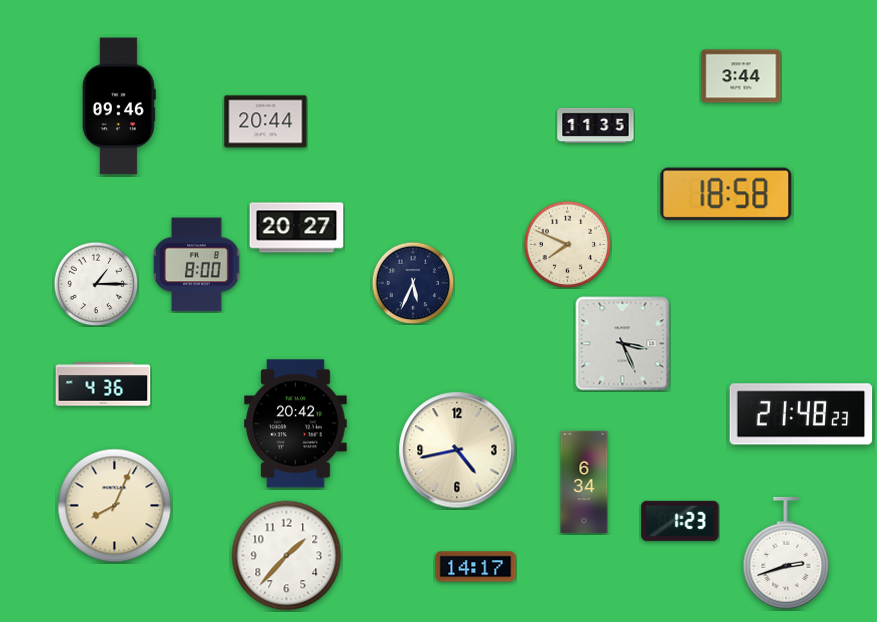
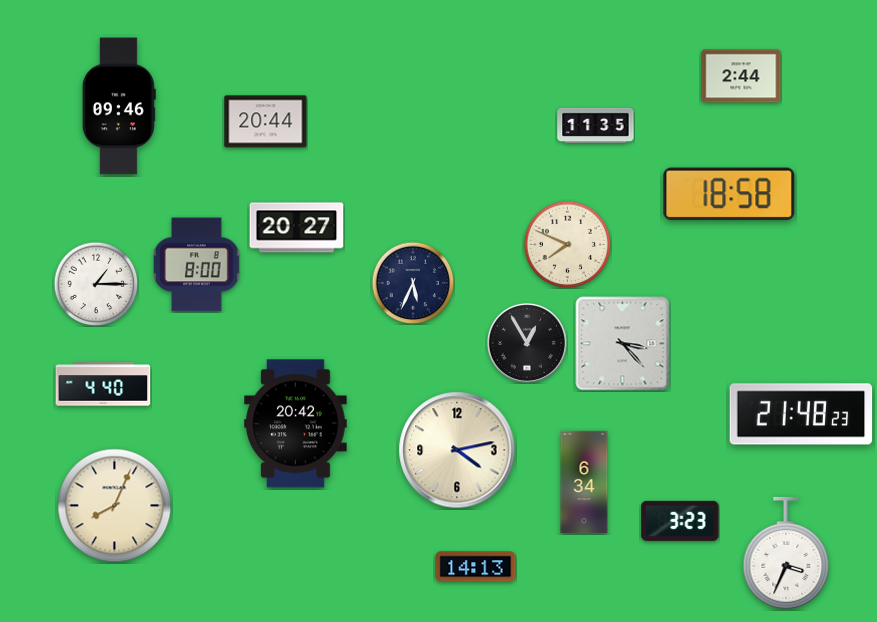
clock at (741, 76): 3:44 -> 2:44
clock at (726, 194) position: (726, 194) -> (729, 194)
clock at (527, 343): none -> 12:55
clock at (623, 344): 3:26 -> 3:23
clock at (103, 384): 4:36 -> 4:40
clock at (457, 450): 4:43 -> 4:13
clock at (680, 521): 1:23 -> 3:23
clock at (786, 553): 2:42 -> 3:34
clock at (287, 556): 1:37 -> none
clock at (476, 567): 14:17 -> 14:13
